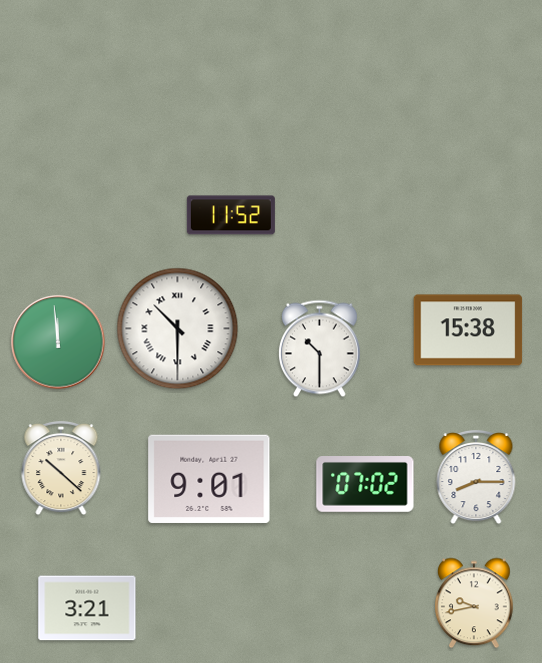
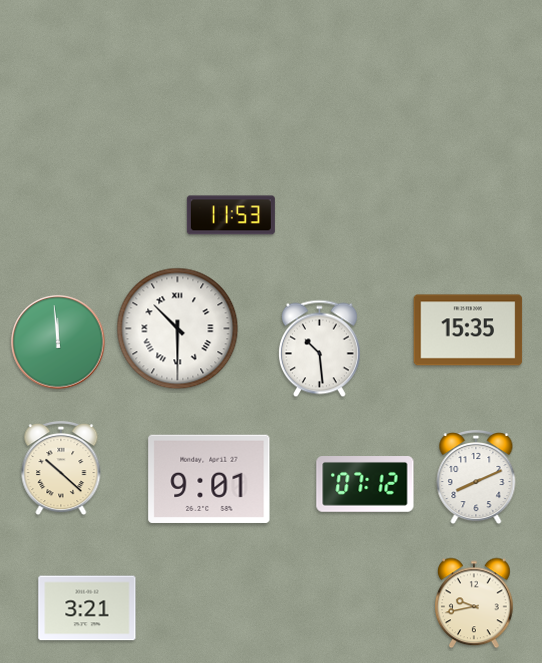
clock at (231, 215): 11:52 -> 11:53
clock at (468, 330): 15:38 -> 15:35
clock at (319, 349): 10:30 -> 10:29
clock at (476, 477): 8:15 -> 8:11
clock at (365, 485): 07:02 -> 07:12
